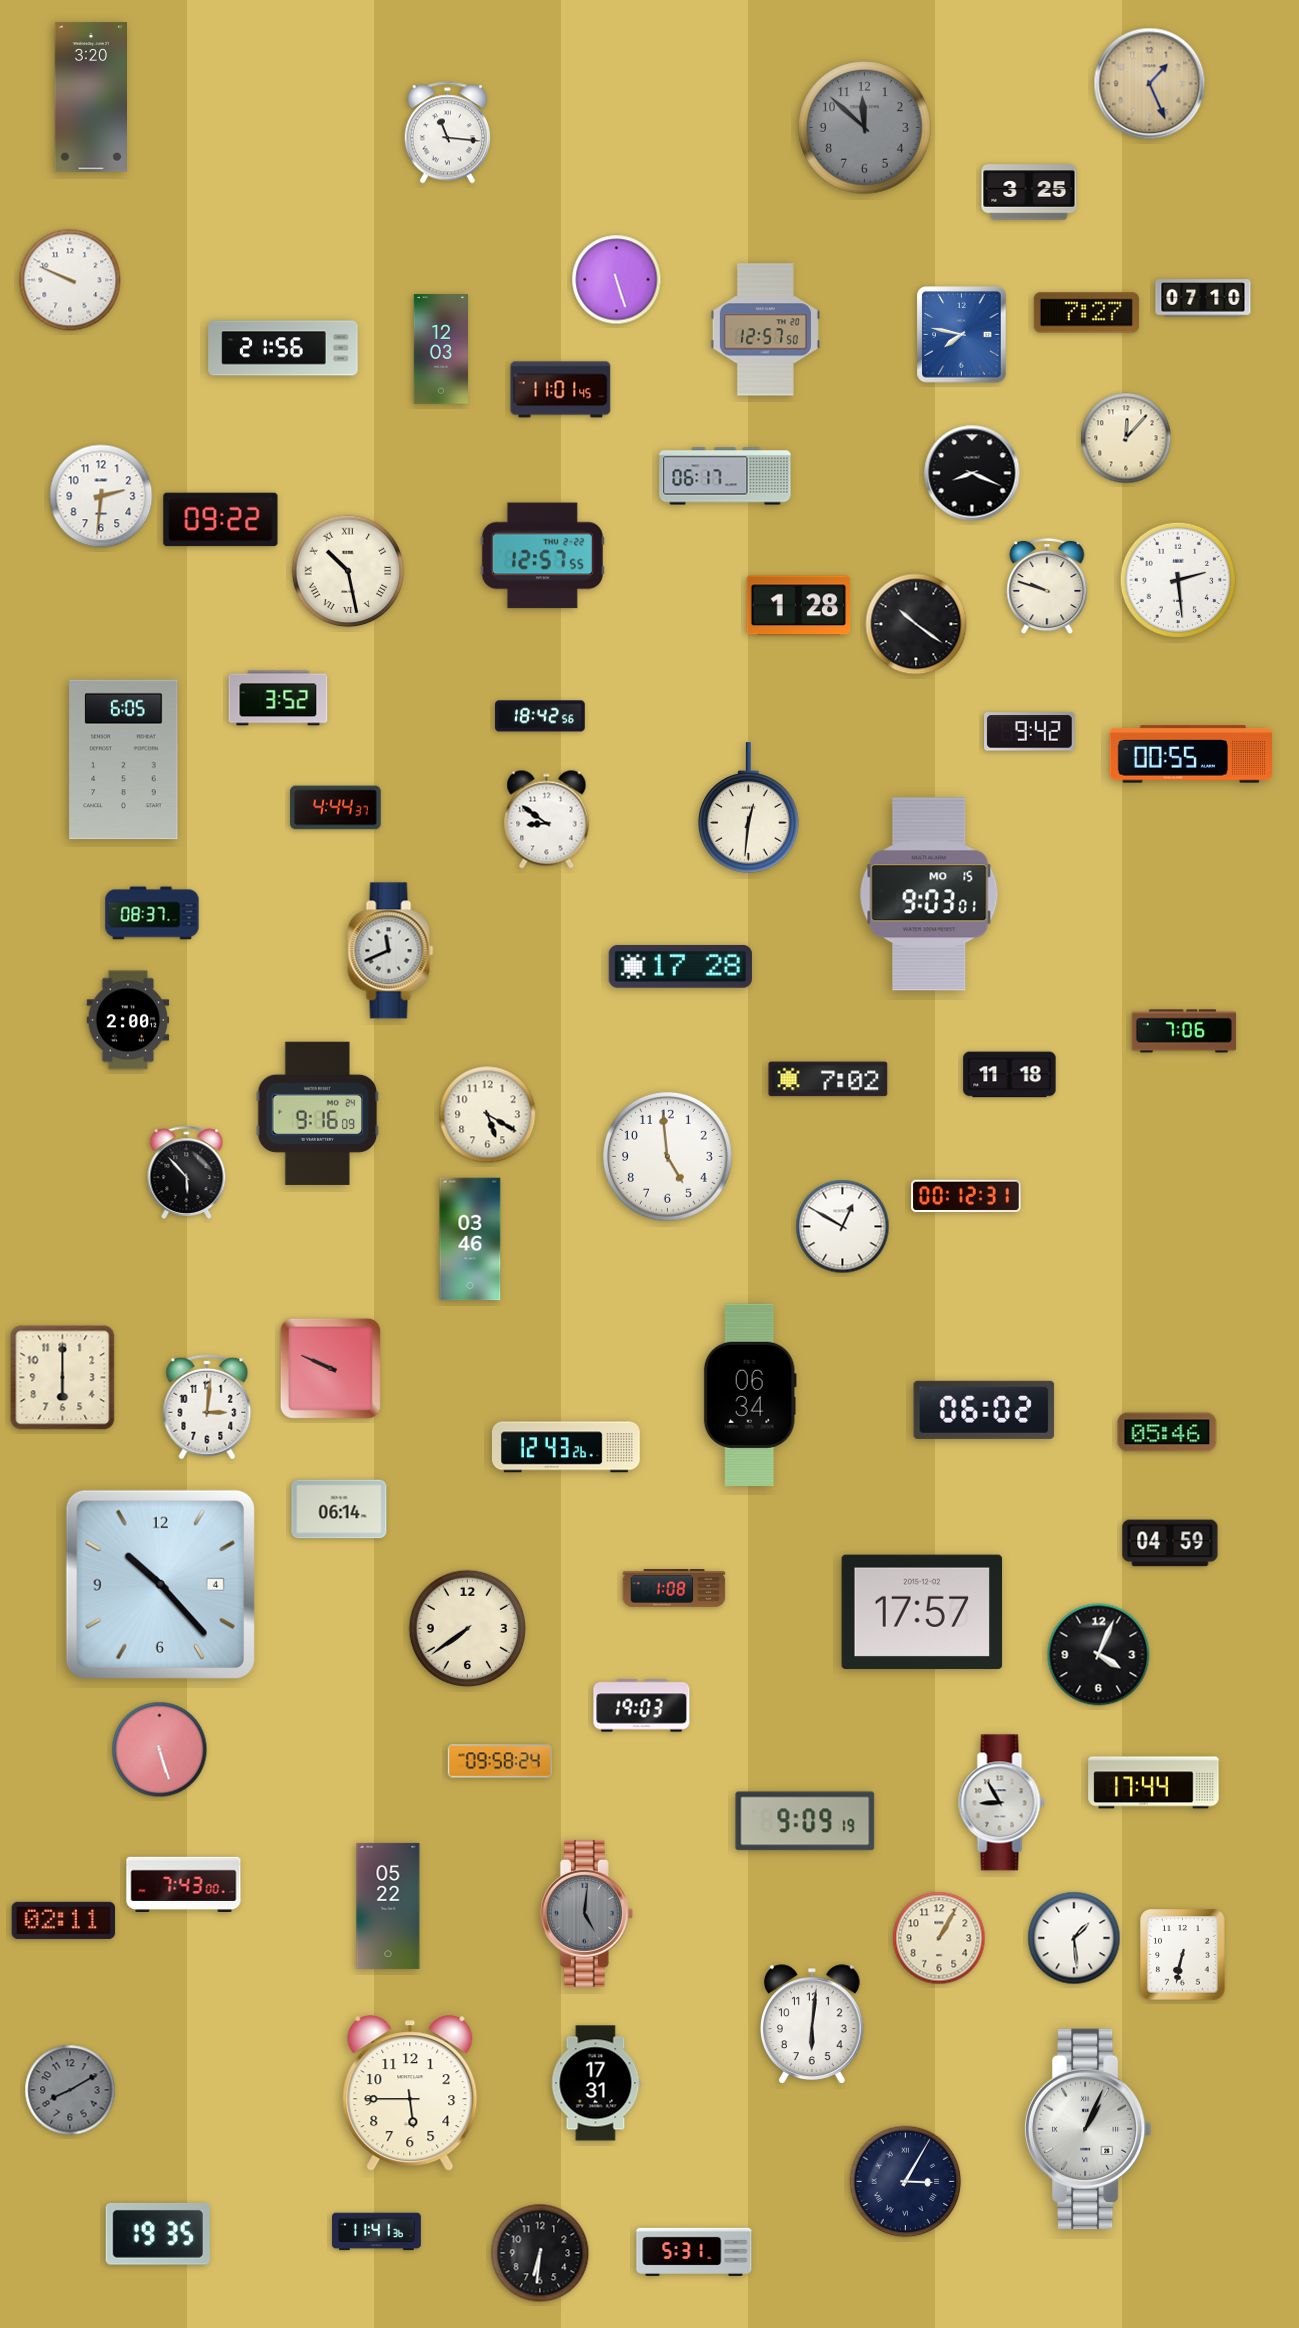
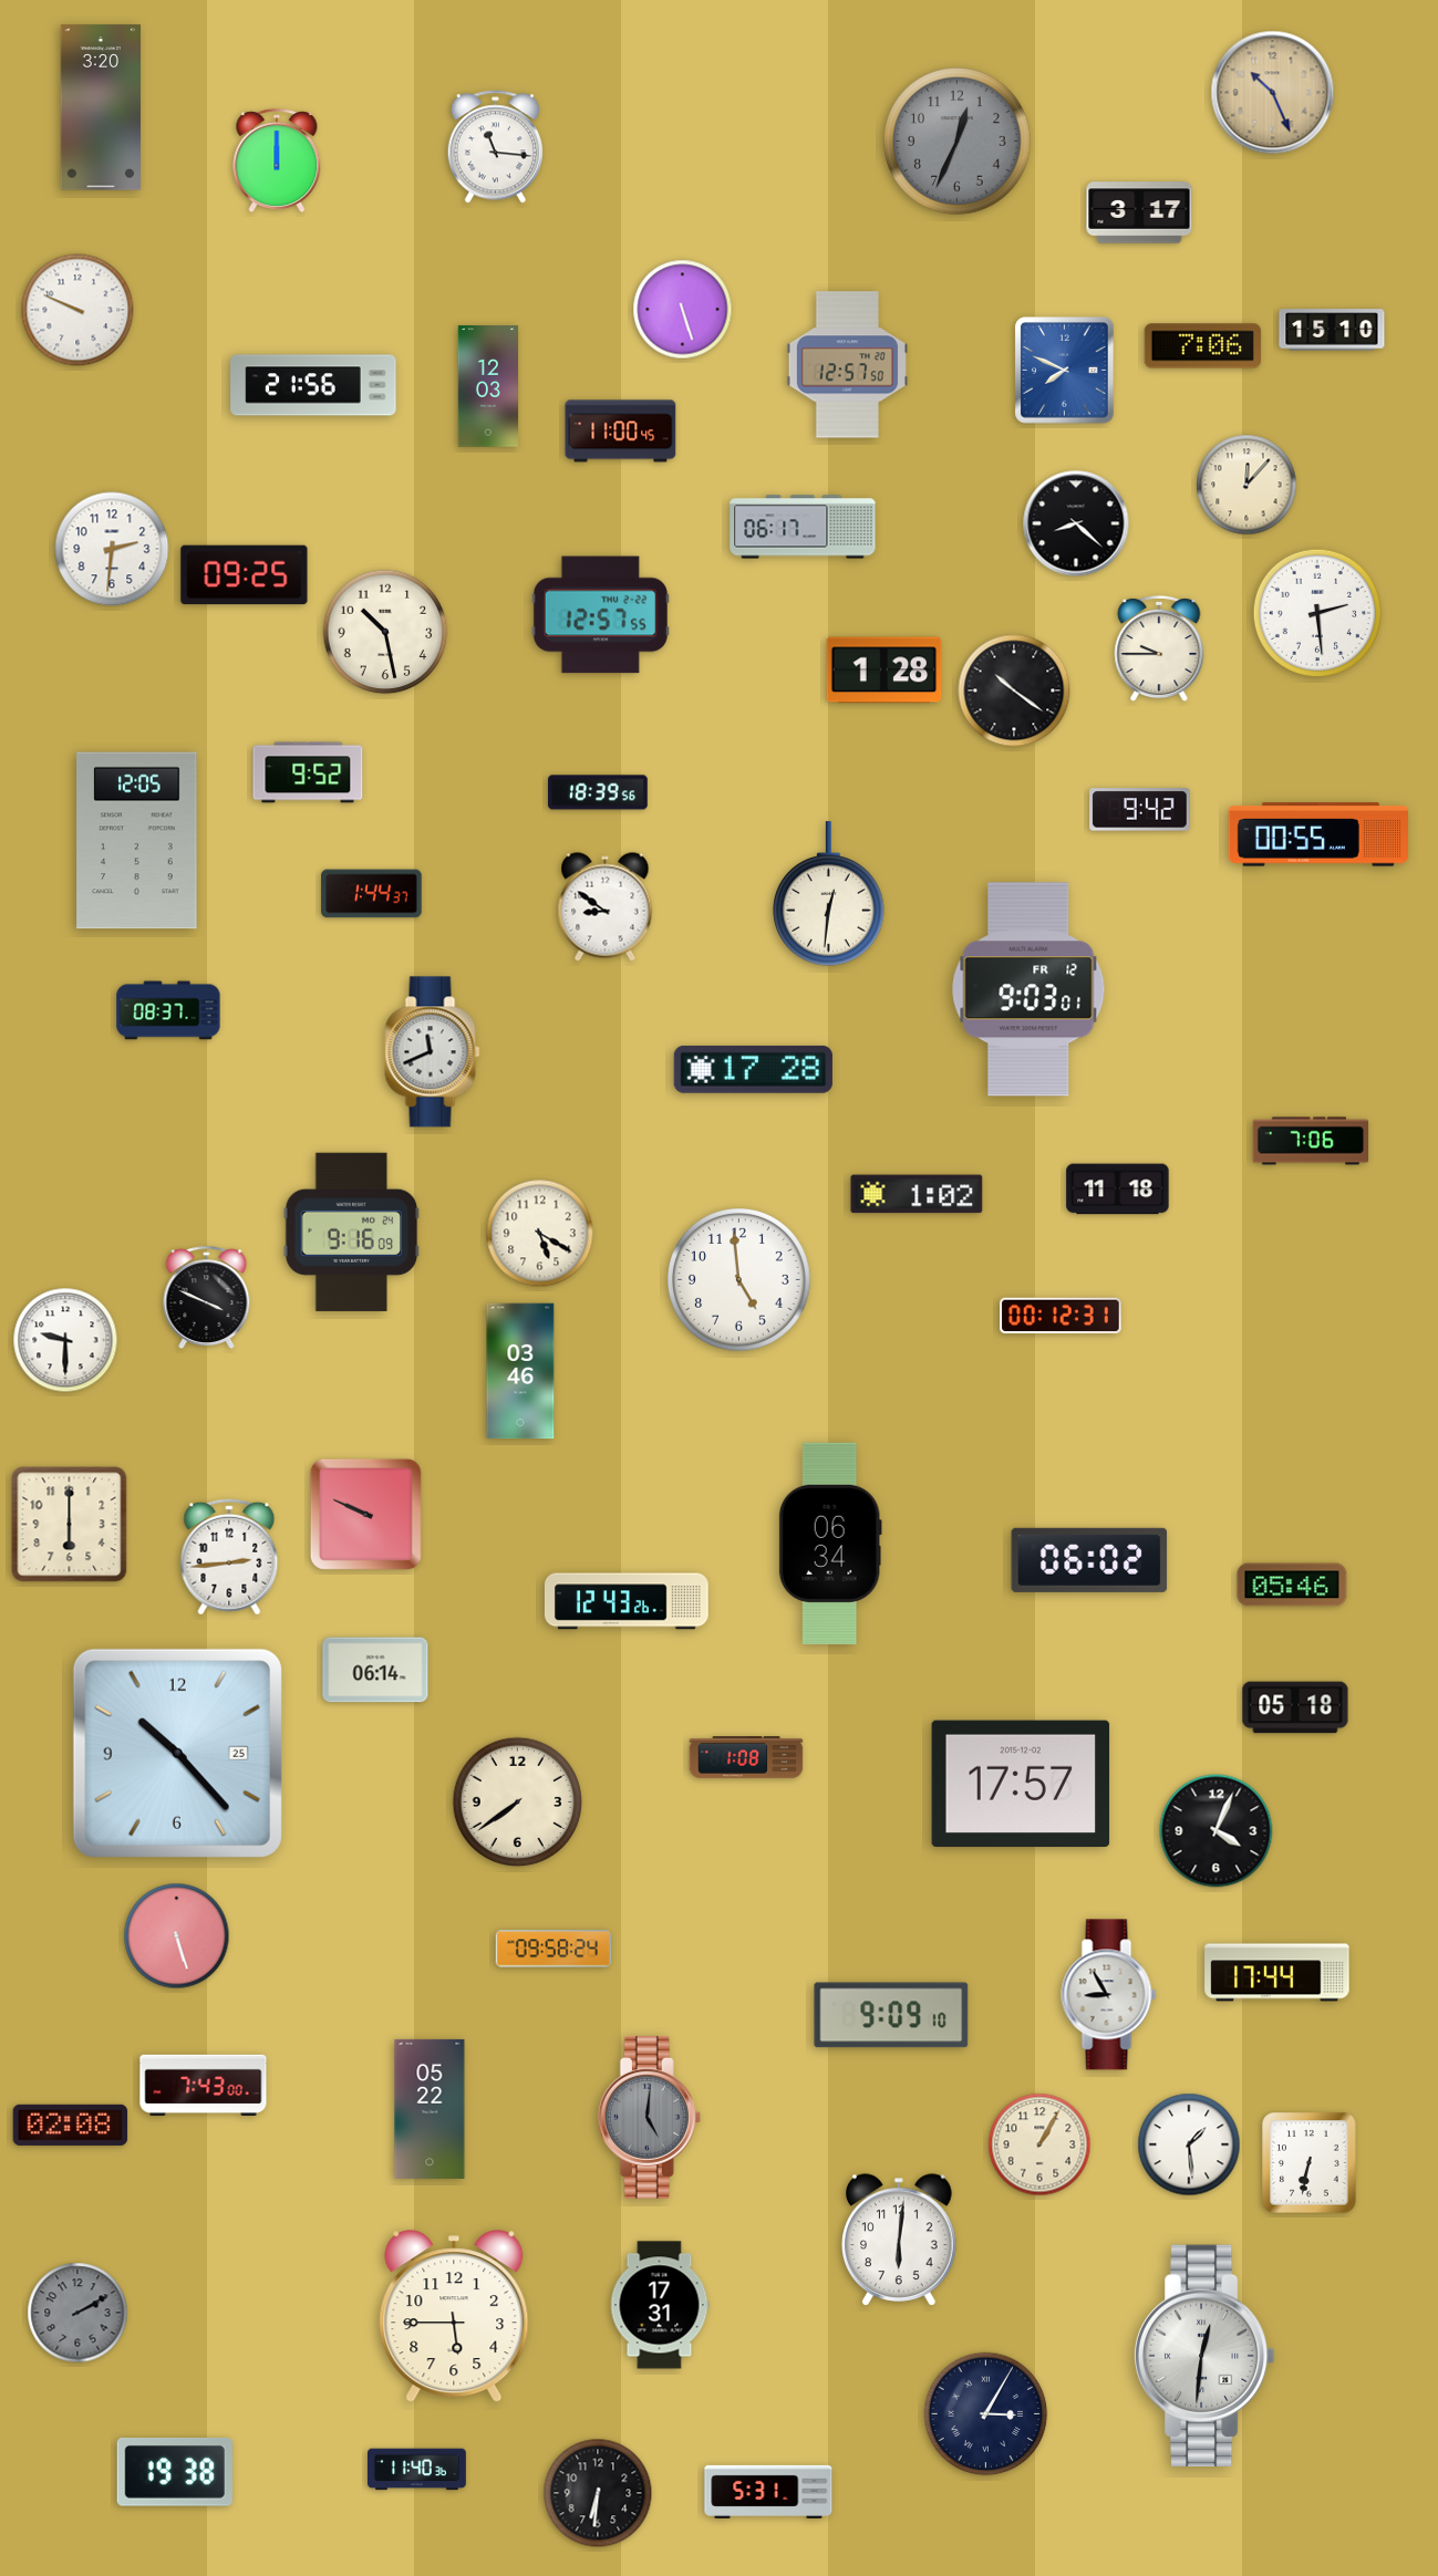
clock at (1150, 84): 1:26 -> 10:26
clock at (865, 128): 11:52 -> 12:34
clock at (277, 162): none -> 12:00
clock at (1029, 192): 3:25 -> 3:17
clock at (1203, 298): 07:10 -> 15:10
clock at (1086, 313): 7:27 -> 7:06
clock at (962, 335): 7:47 -> 7:49
clock at (561, 390): 11:01 -> 11:00
clock at (972, 473): 8:19 -> 8:22
clock at (221, 520): 09:22 -> 09:25
clock at (348, 571) numerals: Roman -> Arabic
clock at (1178, 580) position: (1178, 580) -> (1317, 613)
clock at (1047, 586): 9:48 -> 9:45
clock at (278, 698): 3:52 -> 9:52
clock at (540, 716): 18:42 -> 18:39
clock at (124, 760): 6:05 -> 12:05
clock at (336, 808): 4:44 -> 1:44
clock at (929, 894) date: MO 15 -> FR 12
clock at (128, 1020): 2:00 -> none
clock at (828, 1079): 7:02 -> 1:02
clock at (187, 1172): 5:53 -> 3:49
clock at (966, 1196) position: (966, 1196) -> (1061, 1316)
clock at (65, 1340): none -> 9:30
clock at (843, 1227): 12:50 -> none
clock at (207, 1407): 3:01 -> 2:44
clock at (1170, 1543): 04:59 -> 05:18
clock at (160, 1584) date: 4 -> 25
clock at (642, 1706): 19:03 -> none
clock at (805, 1821): 9:09:19 -> 9:09:10
clock at (64, 1920): 02:11 -> 02:08
clock at (70, 2090): 8:10 -> 2:10
clock at (1088, 2129): 1:04 -> 12:31
clock at (906, 2182) position: (906, 2182) -> (986, 2414)
clock at (377, 2232): 11:41 -> 11:40
clock at (158, 2235): 19:35 -> 19:38
